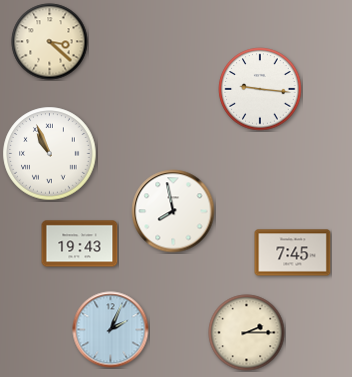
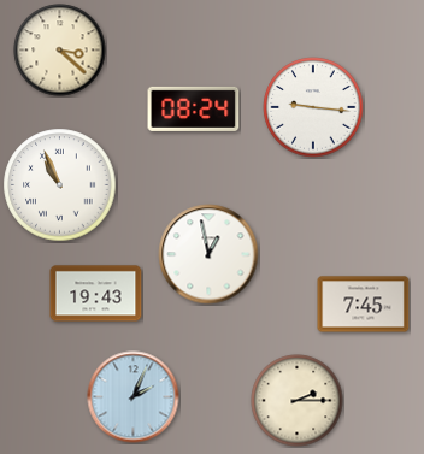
clock at (194, 108): none -> 08:24
clock at (173, 211): 7:58 -> 12:58
clock at (293, 253) position: (293, 253) -> (364, 305)
